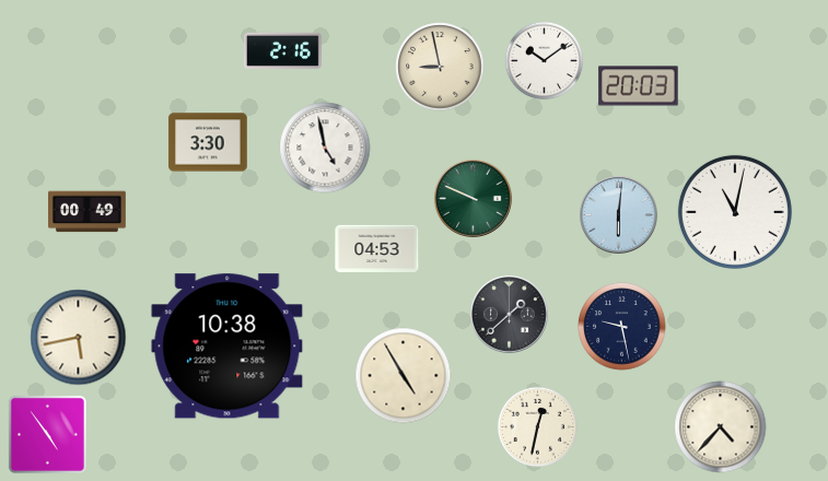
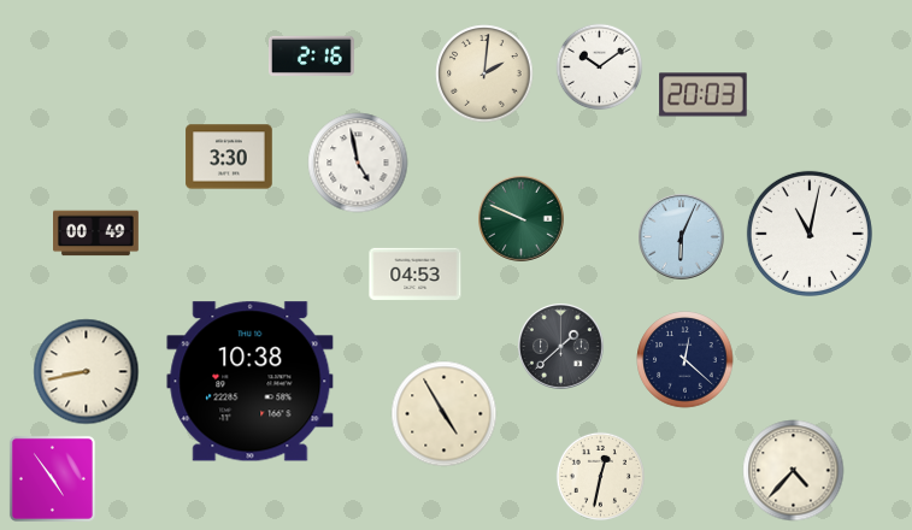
clock at (440, 67): 8:58 -> 2:01
clock at (619, 215): 6:01 -> 6:04
clock at (622, 327): 9:28 -> 12:22
clock at (79, 338): 5:43 -> 8:43
clock at (537, 426) position: (537, 426) -> (600, 476)
